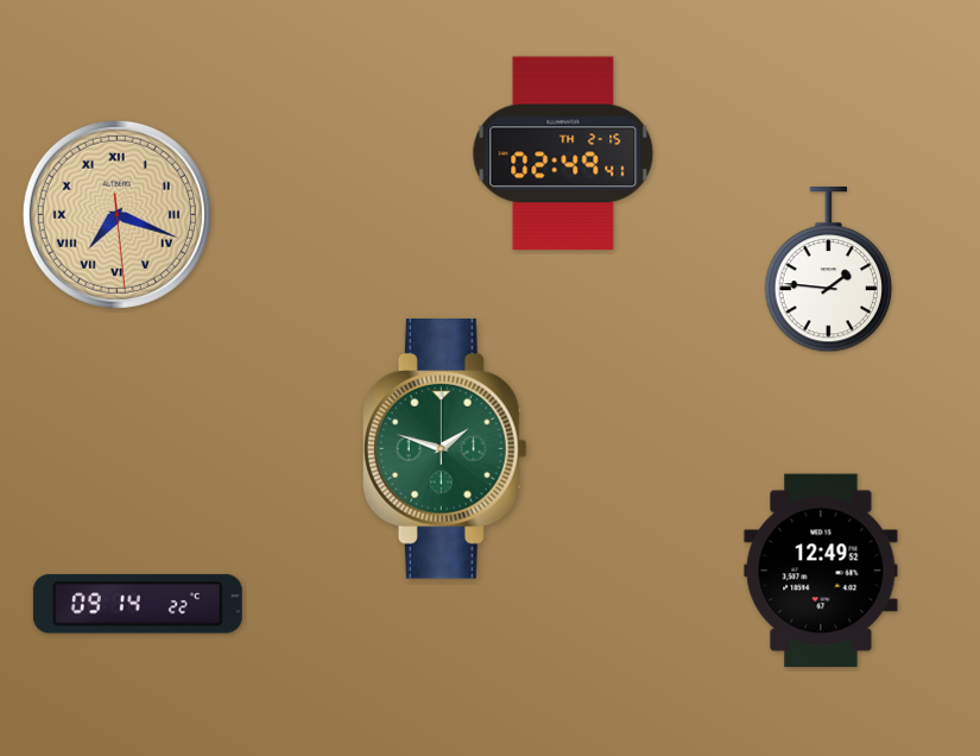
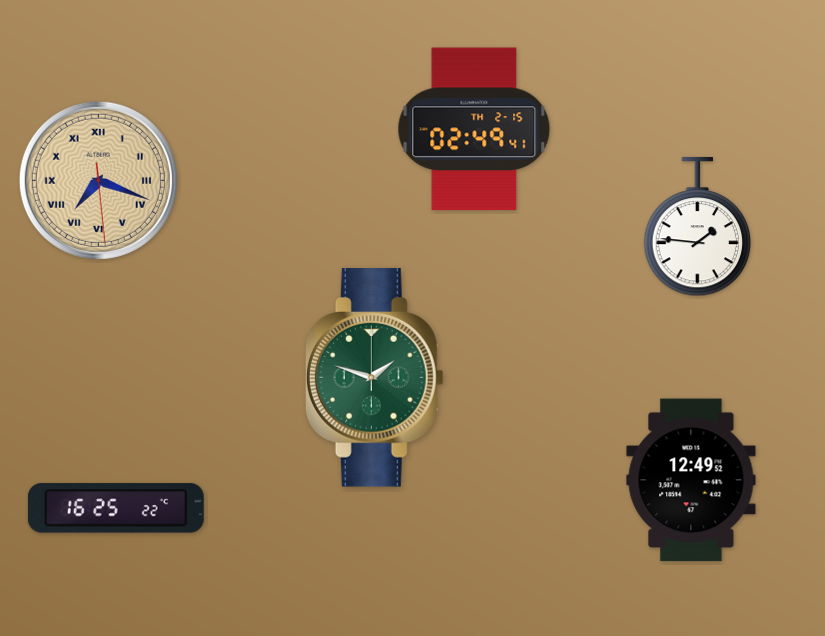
clock at (138, 604): 09:14 -> 16:25
